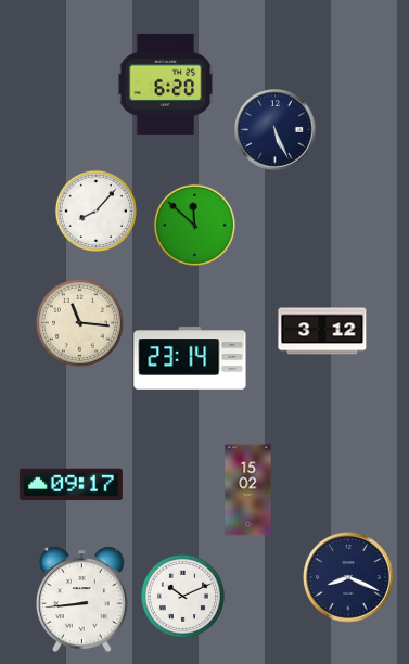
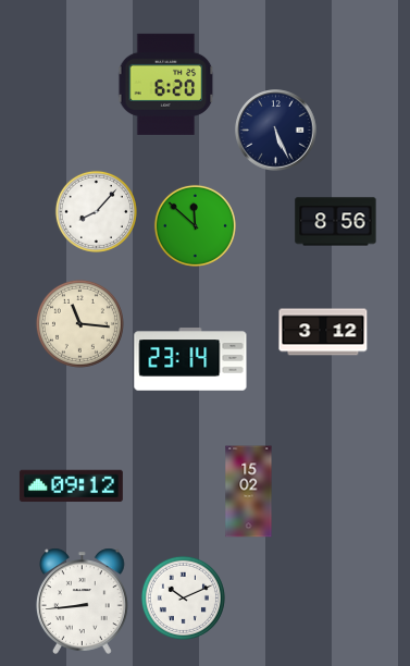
clock at (336, 222): none -> 8:56
clock at (71, 485): 09:17 -> 09:12
clock at (349, 578): 8:19 -> none
